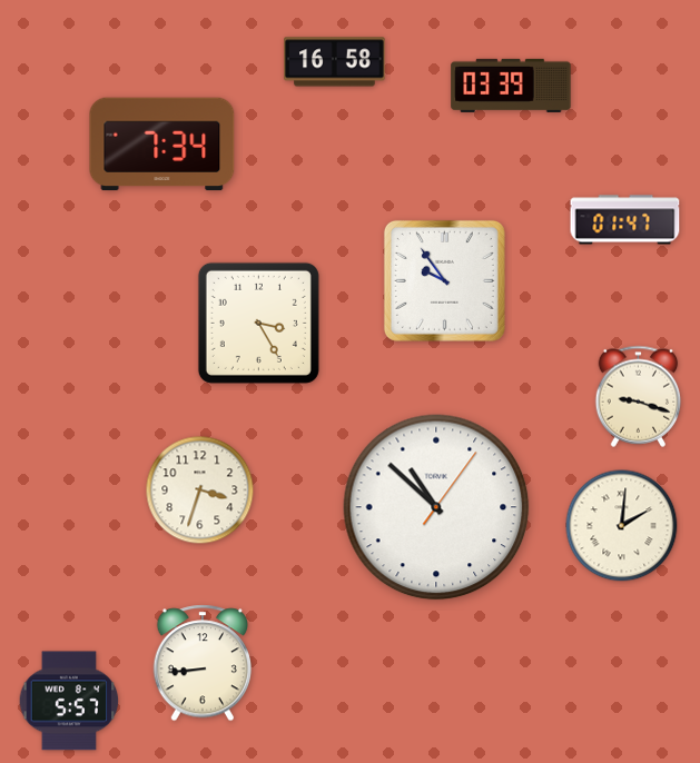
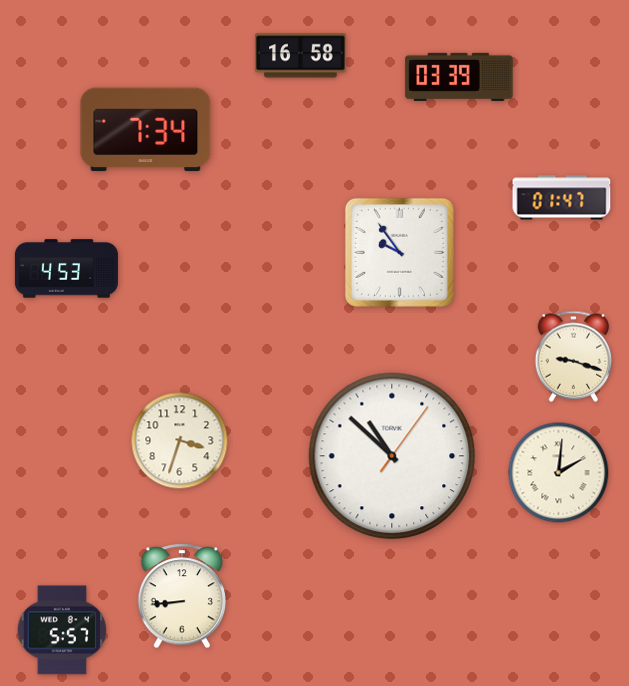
clock at (66, 269): none -> 4:53
clock at (258, 323): 3:25 -> none
